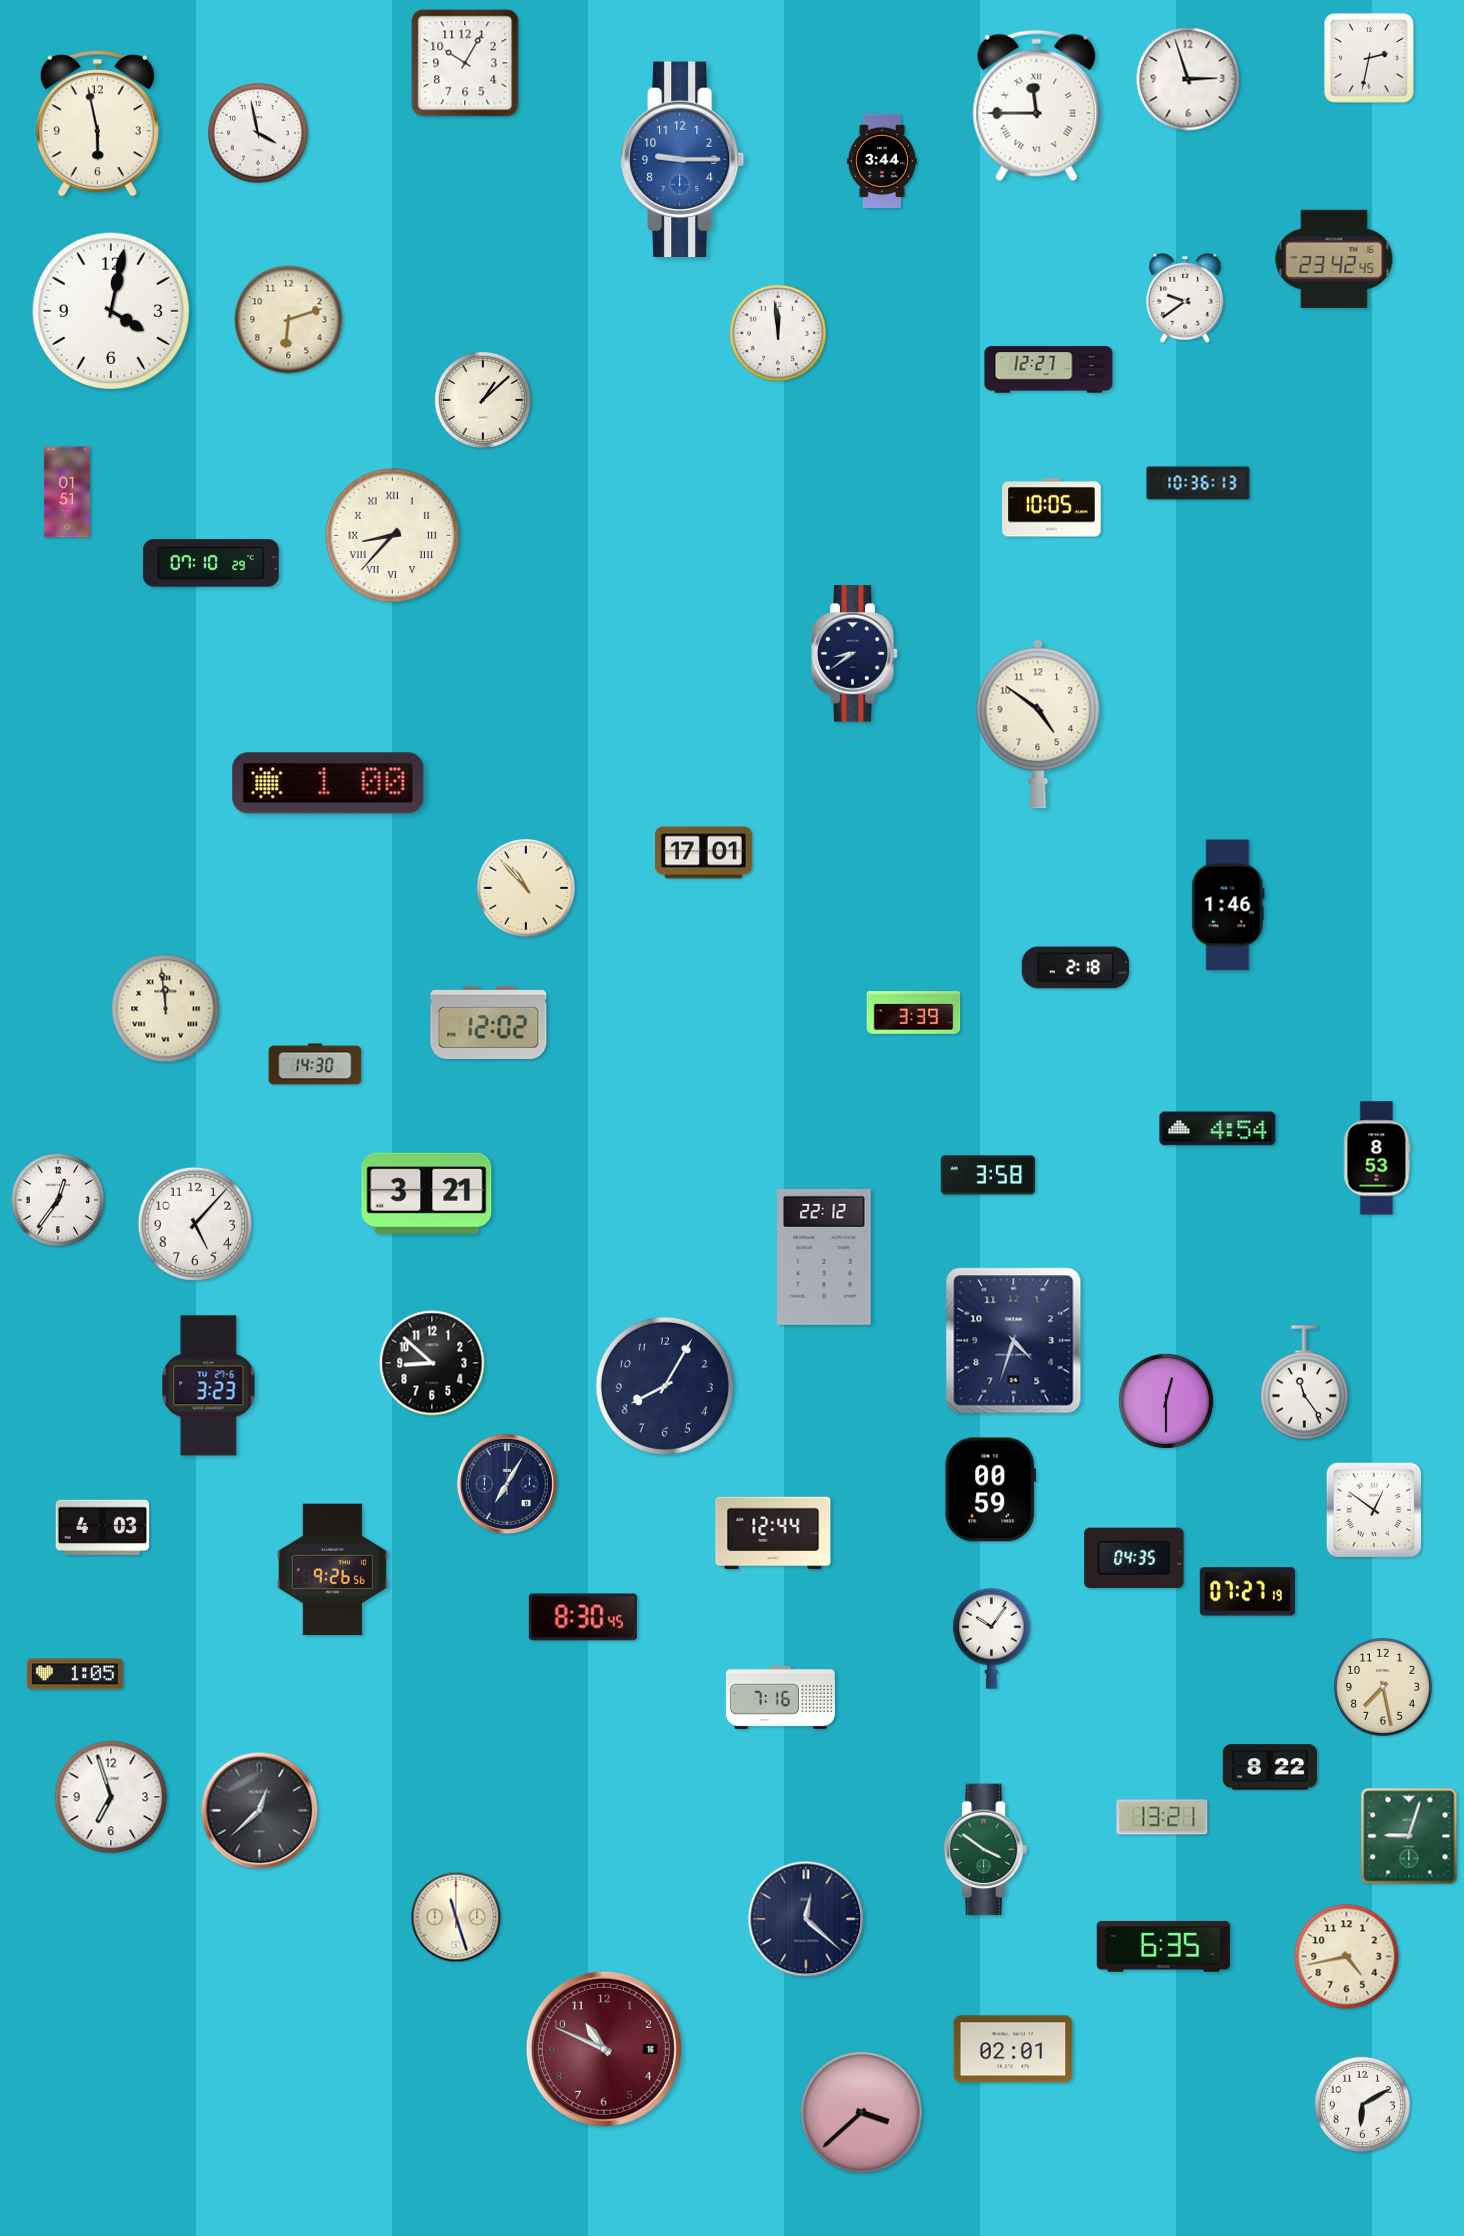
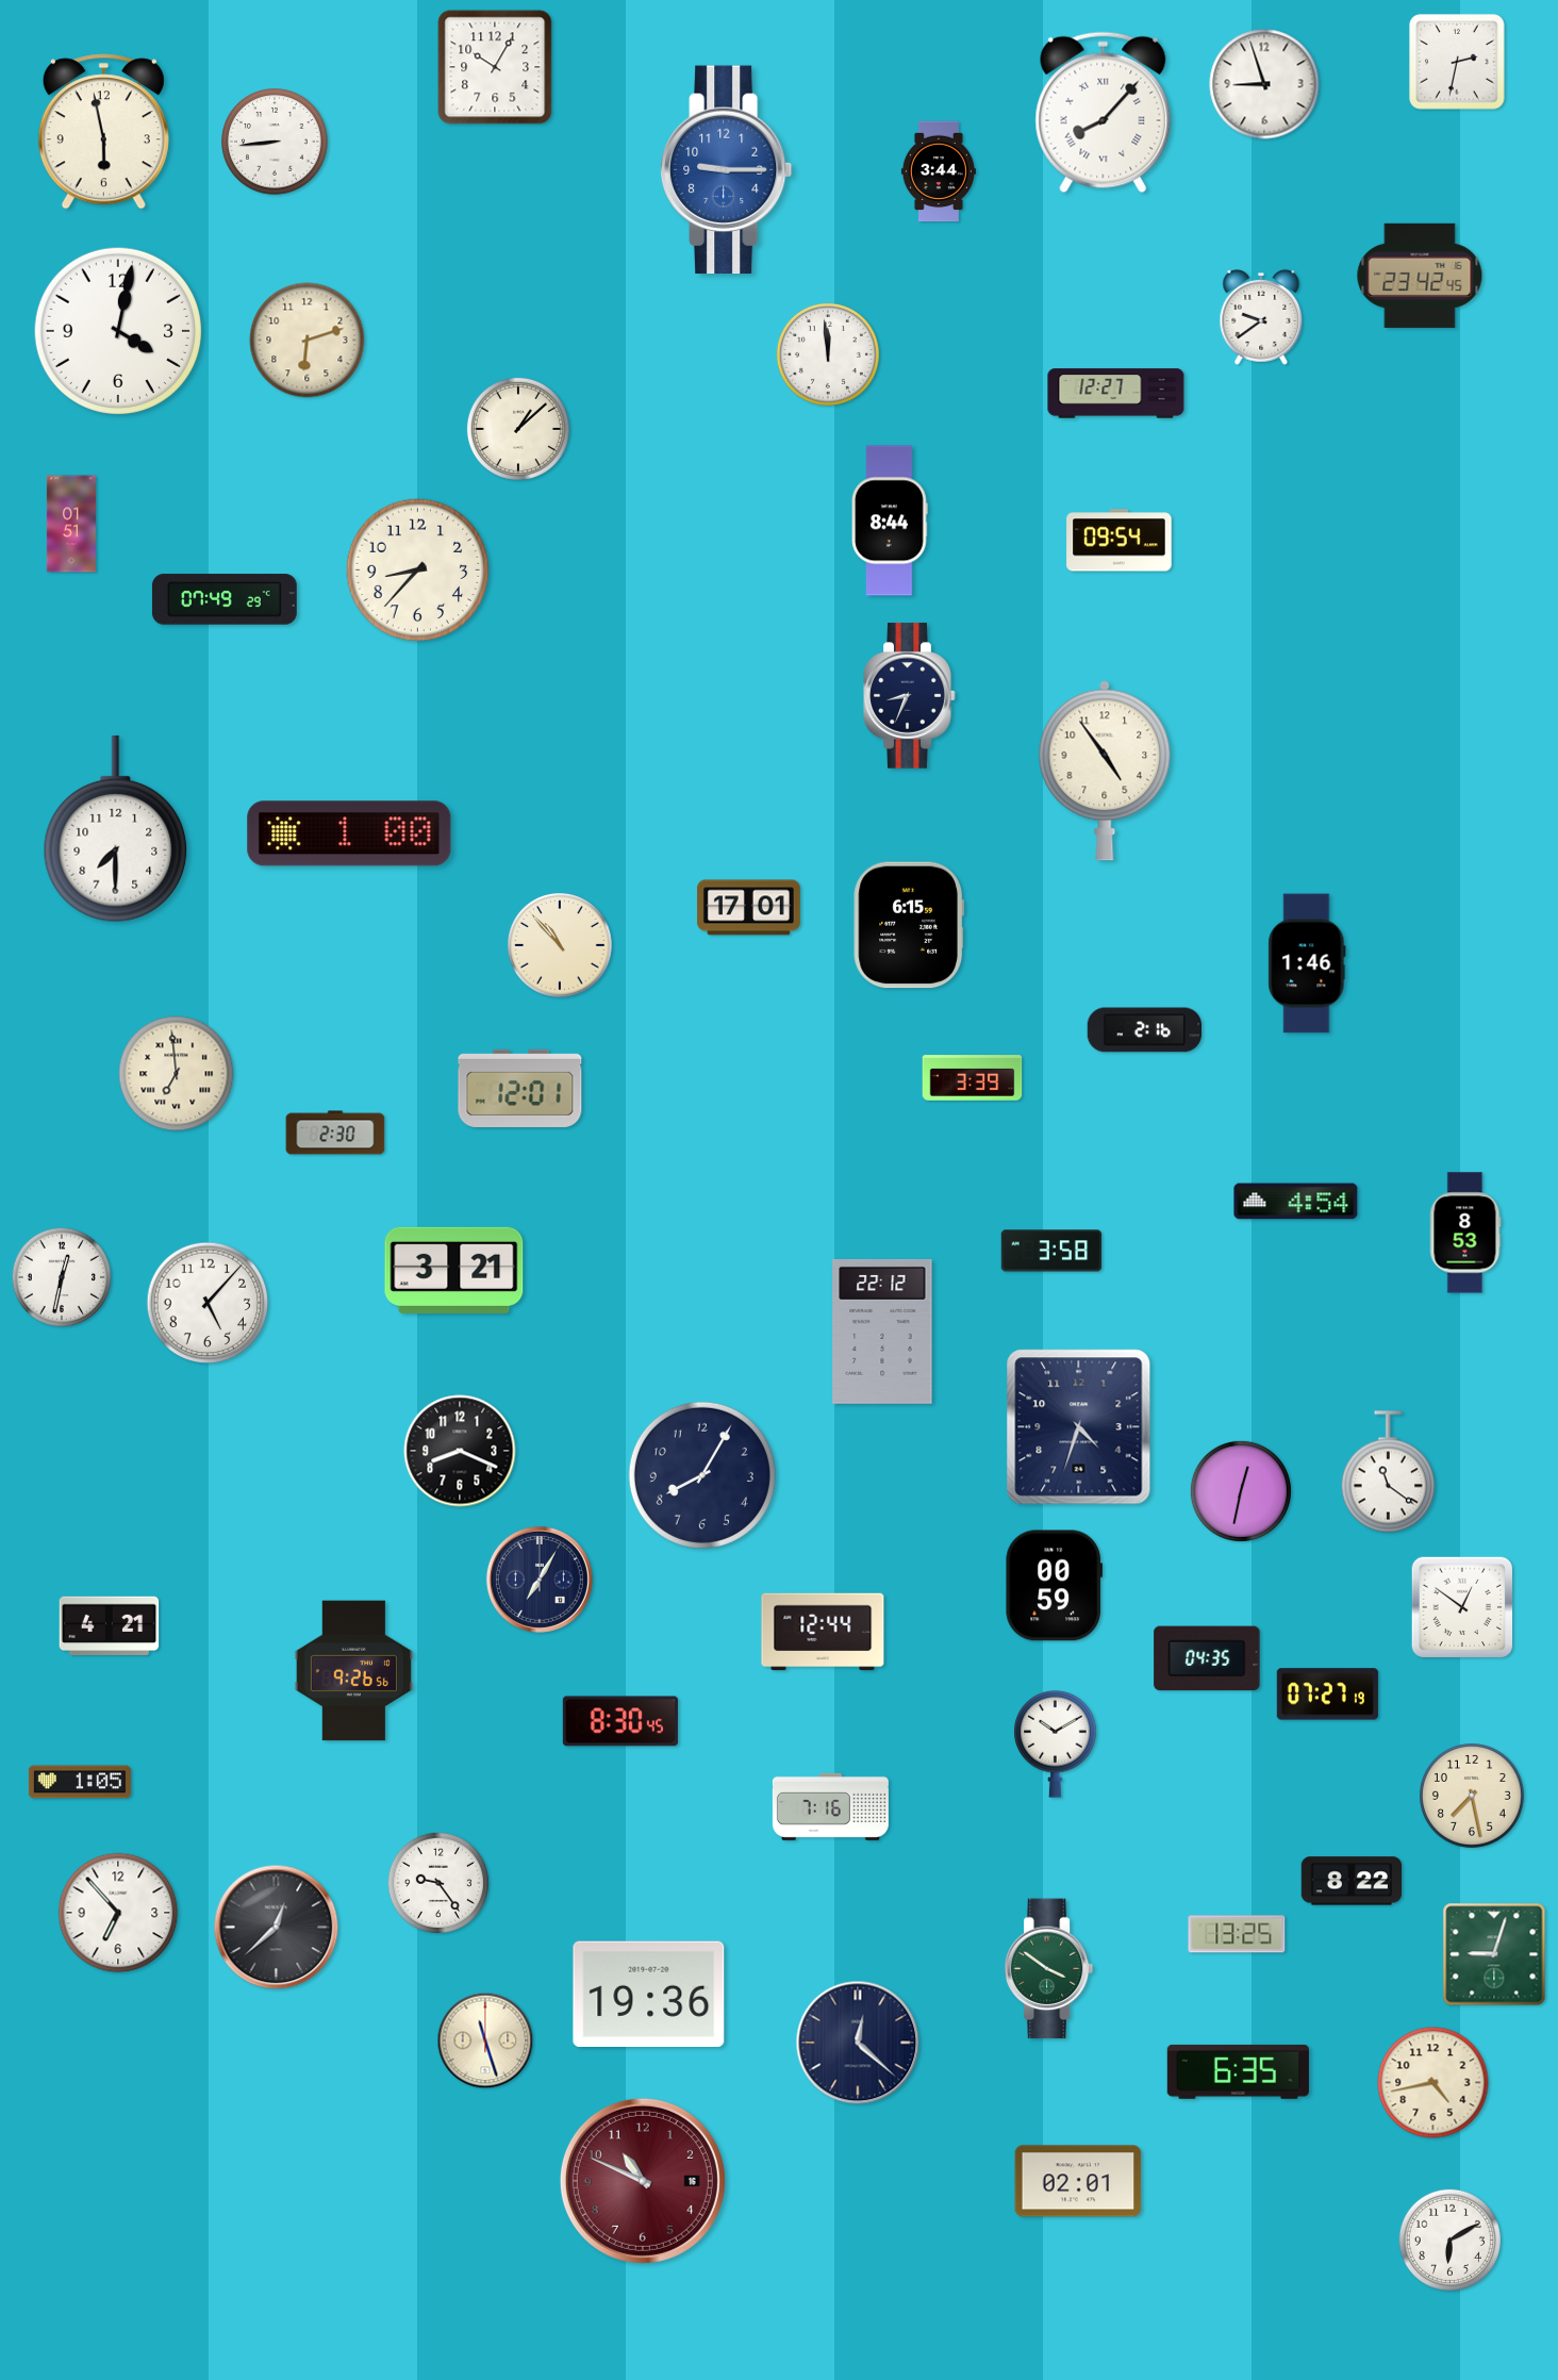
clock at (1188, 79): 2:57 -> 8:57
clock at (1037, 106): 11:45 -> 8:07
clock at (258, 133): 3:58 -> 8:44
clock at (483, 400) position: (483, 400) -> (518, 429)
clock at (1198, 483): 10:36 -> none
clock at (891, 520): none -> 8:44
clock at (1052, 508): 10:05 -> 09:54
clock at (393, 536) numerals: Roman -> Arabic
clock at (211, 563): 07:10 -> 07:49
clock at (855, 654): 8:39 -> 8:34
clock at (1038, 724): 4:51 -> 4:54
clock at (116, 829): none -> 7:30
clock at (909, 925): none -> 6:15
clock at (1075, 968): 2:18 -> 2:16
clock at (166, 1009): 11:59 -> 6:59
clock at (489, 1022): 12:02 -> 12:01
clock at (315, 1064): 14:30 -> 2:30
clock at (58, 1200): 12:36 -> 12:32
clock at (824, 1257) position: (824, 1257) -> (882, 1332)
clock at (432, 1363): 8:52 -> 8:19
clock at (1304, 1383): 11:24 -> 11:21
clock at (209, 1386): 3:23 -> none
clock at (665, 1386) position: (665, 1386) -> (702, 1475)
clock at (1166, 1401): 12:30 -> 12:32
clock at (103, 1528): 4:03 -> 4:21
clock at (992, 1638): 10:06 -> 10:10
clock at (438, 1883): none -> 9:24
clock at (111, 1797): 6:57 -> 6:53
clock at (1162, 1817): 13:21 -> 13:25
clock at (1409, 1836) position: (1409, 1836) -> (1494, 1954)
clock at (649, 1994): none -> 19:36
clock at (862, 2113): 3:38 -> none
